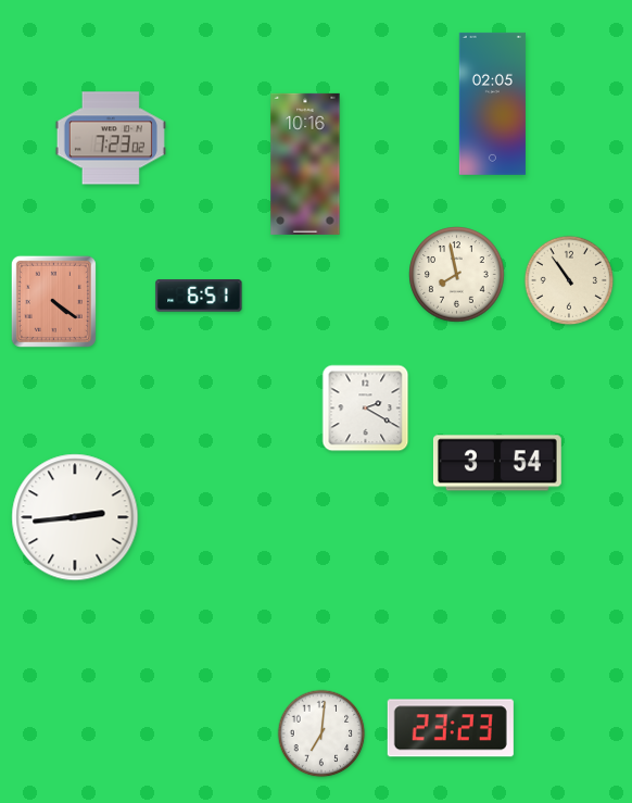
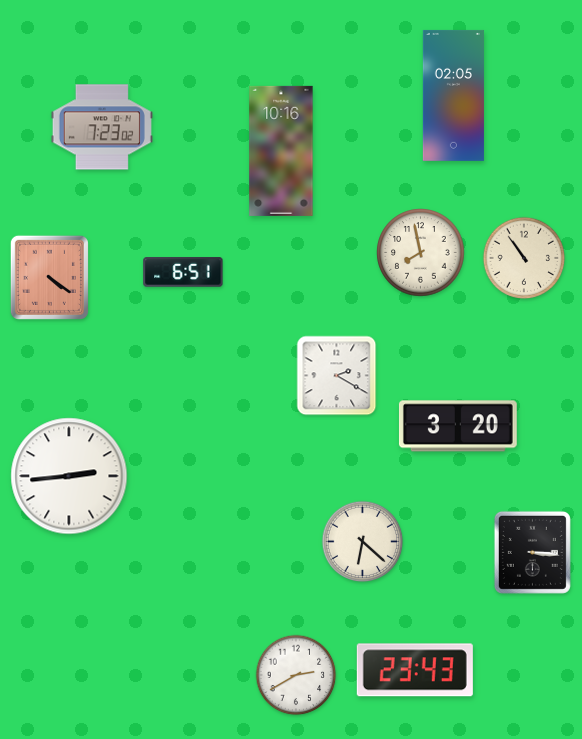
clock at (497, 463): 3:54 -> 3:20
clock at (363, 542): none -> 6:22
clock at (532, 552): none -> 3:16
clock at (451, 728): 23:23 -> 23:43
clock at (321, 733): 7:01 -> 2:40
